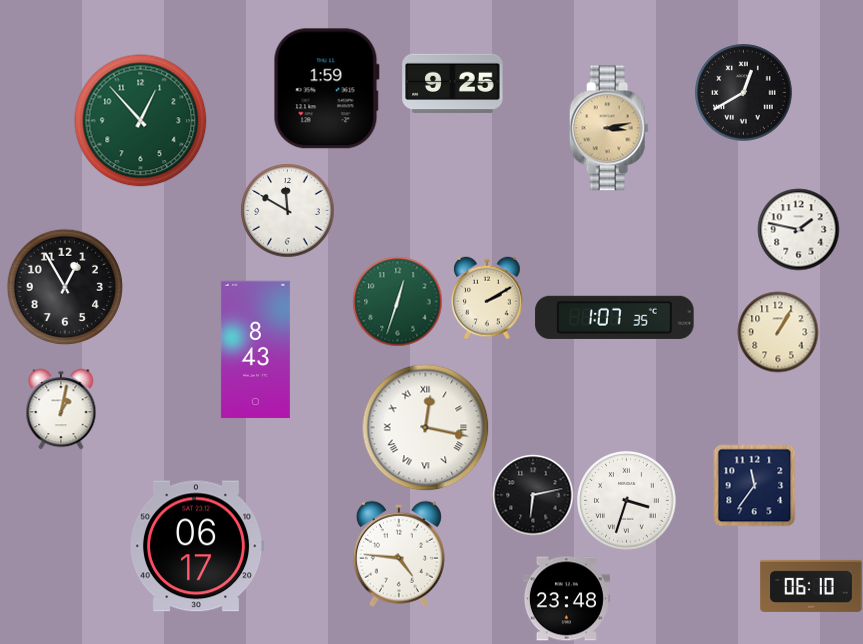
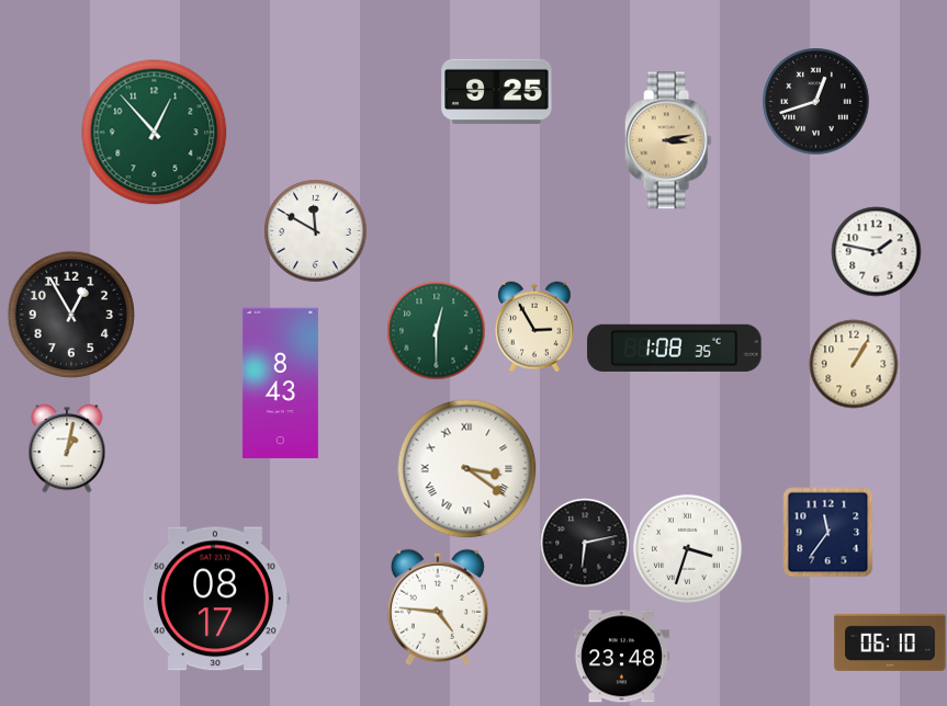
clock at (326, 89): 1:59 -> none
clock at (744, 93): 12:40 -> 12:42
clock at (487, 298): 2:10 -> 2:55
clock at (397, 301): 12:33 -> 12:30
clock at (615, 317): 1:07 -> 1:08
clock at (425, 427): 12:17 -> 3:21
clock at (197, 546): 06:17 -> 08:17
